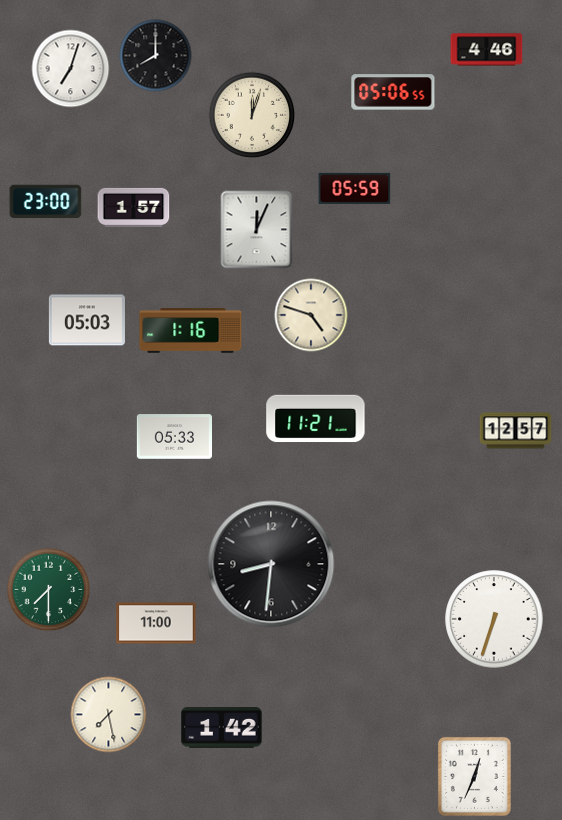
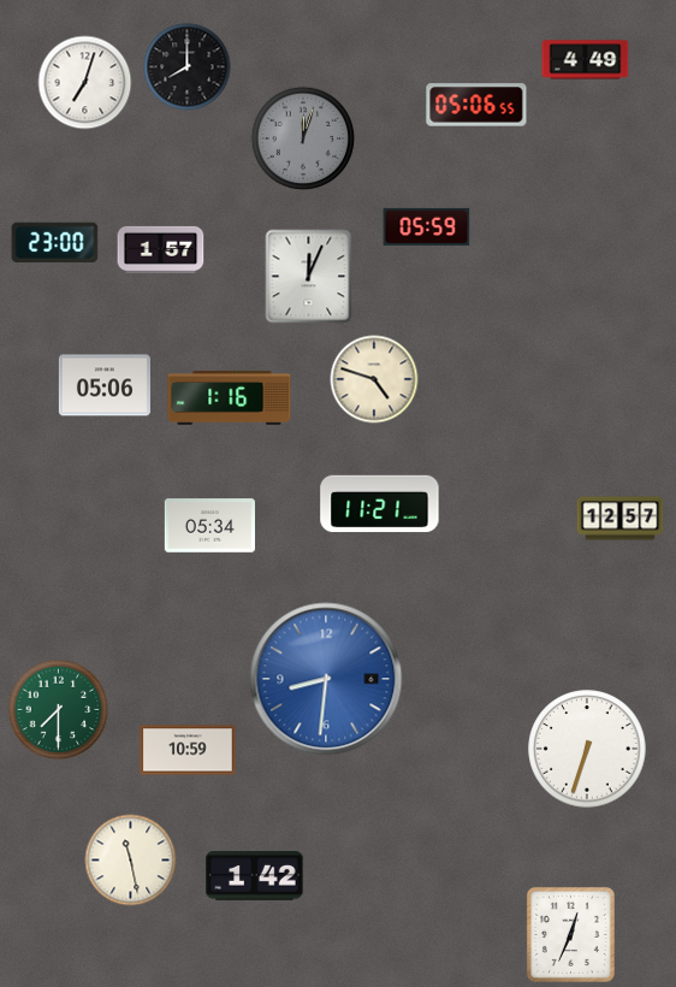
clock at (487, 50): 4:46 -> 4:49
clock at (393, 92) position: (393, 92) -> (476, 105)
clock at (252, 115) dial: cream -> grey
clock at (87, 320): 05:03 -> 05:06
clock at (174, 437): 05:33 -> 05:34
clock at (271, 564) dial: black -> blue
clock at (494, 619) position: (494, 619) -> (587, 749)
clock at (156, 623): 11:00 -> 10:59
clock at (109, 715): 7:28 -> 11:28
clock at (222, 728) position: (222, 728) -> (255, 876)
